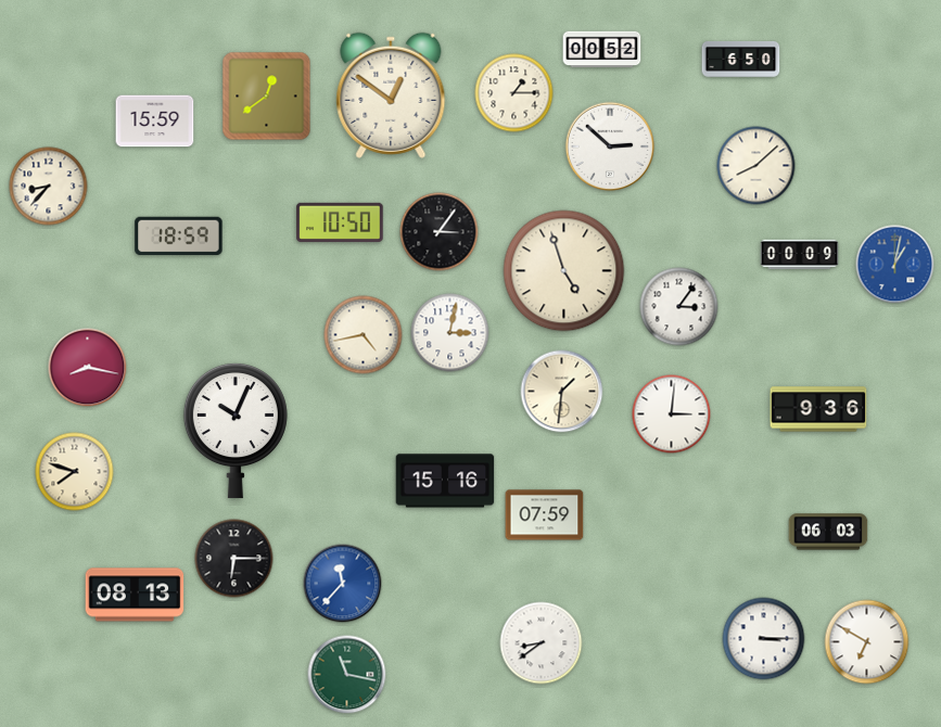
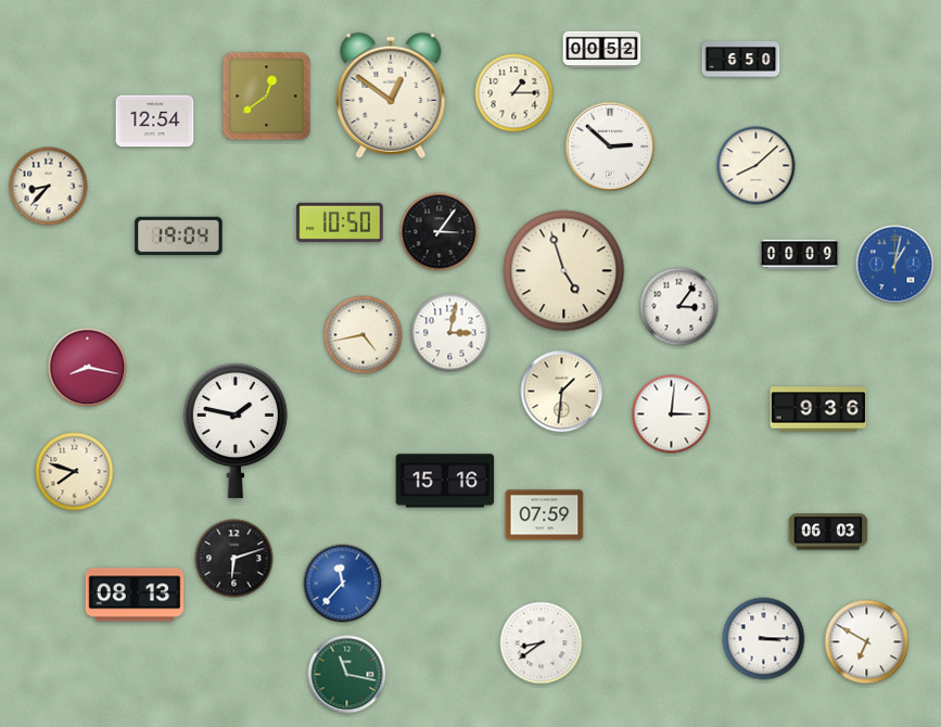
clock at (155, 122): 15:59 -> 12:54
clock at (179, 237): 18:59 -> 19:04
clock at (236, 431): 10:04 -> 1:47
clock at (234, 559): 6:15 -> 6:12
